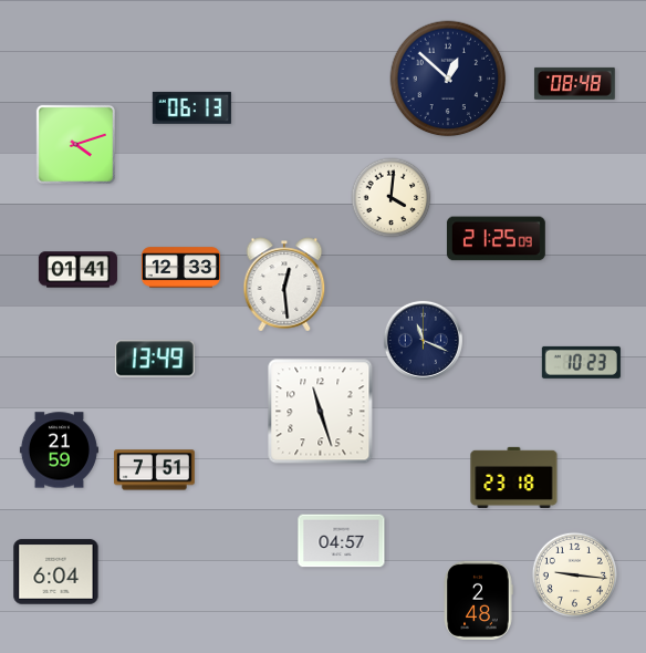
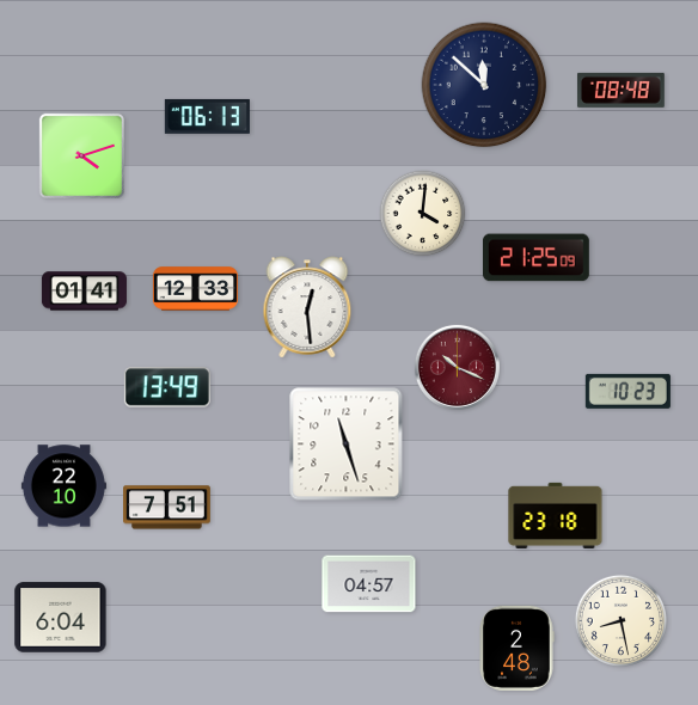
clock at (448, 79): 12:52 -> 11:52
clock at (423, 340): 11:19 -> 10:19
clock at (423, 340) dial: navy -> burgundy
clock at (59, 450): 21:59 -> 22:10
clock at (574, 574): 9:16 -> 8:28
